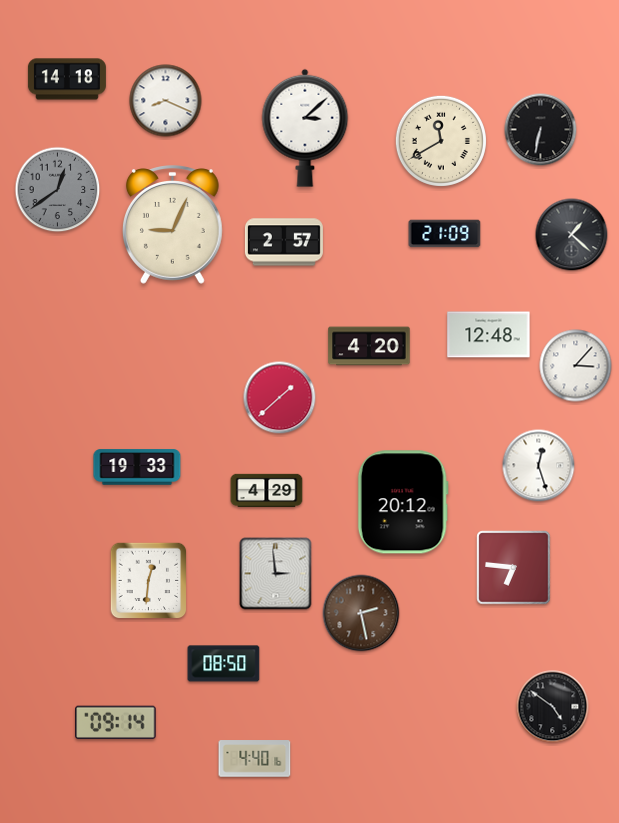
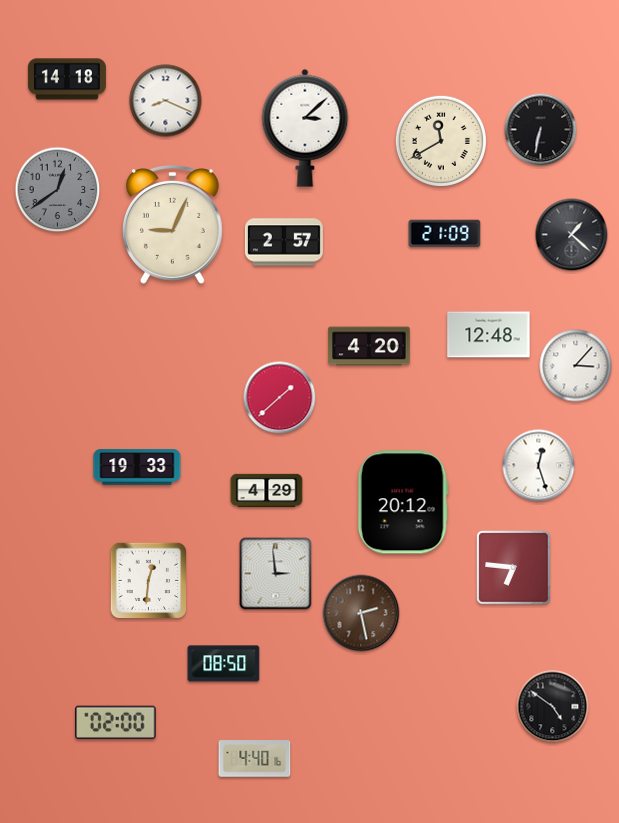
clock at (116, 723): 09:14 -> 02:00
